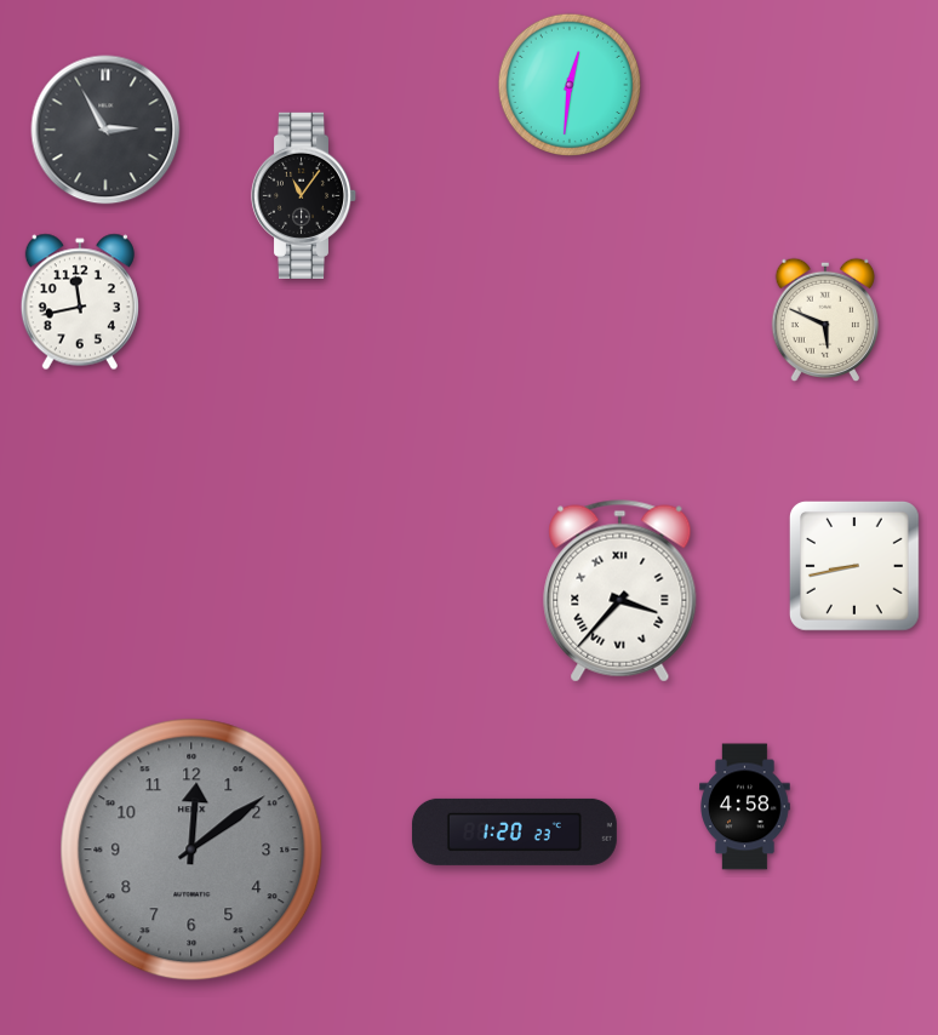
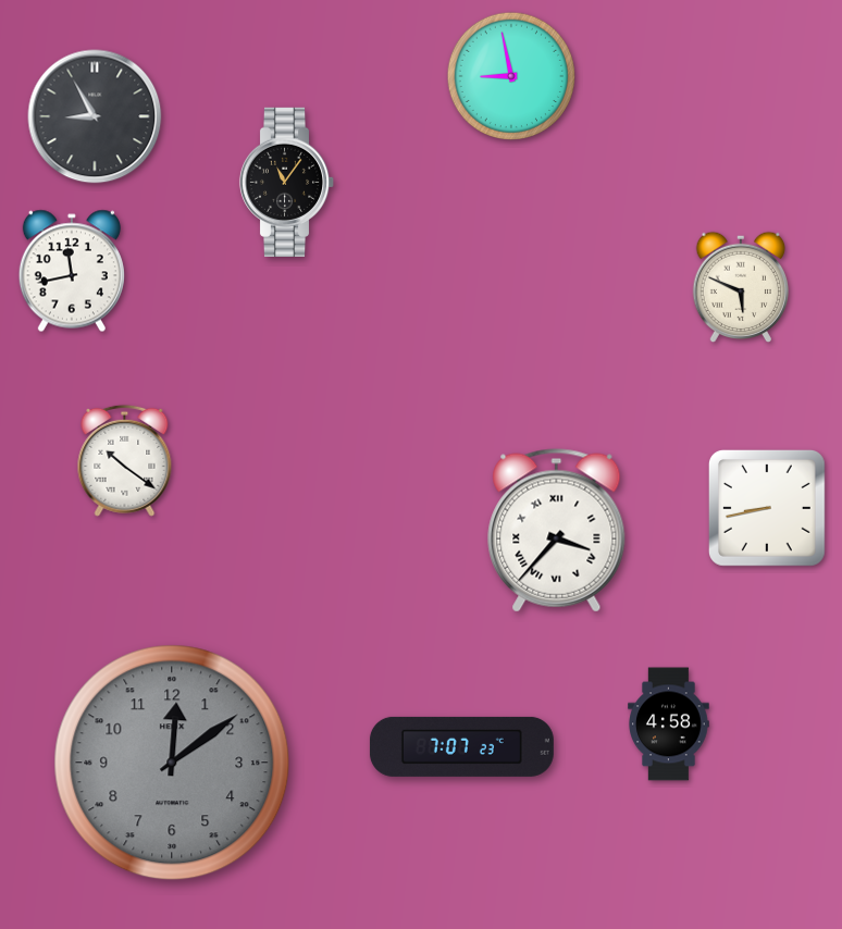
clock at (568, 84): 12:31 -> 8:58
clock at (105, 130): 2:55 -> 8:55
clock at (304, 195) position: (304, 195) -> (287, 182)
clock at (125, 460): none -> 10:21
clock at (514, 831): 1:20 -> 7:07
